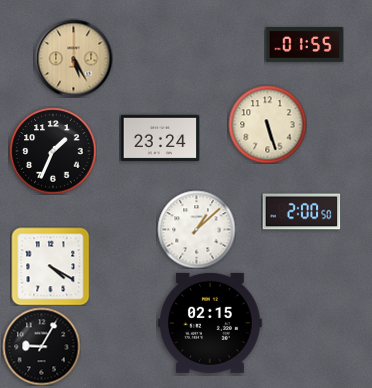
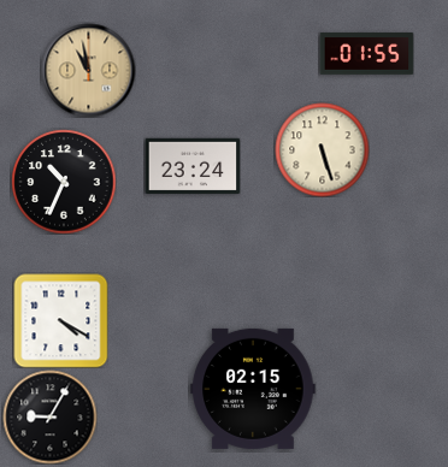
clock at (73, 58): 5:25 -> 10:58
clock at (53, 151): 1:34 -> 10:34
clock at (301, 212): 2:00 -> none
clock at (196, 229): 1:08 -> none
